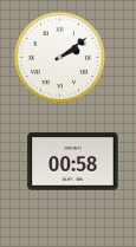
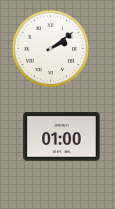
clock at (73, 162): 00:58 -> 01:00
